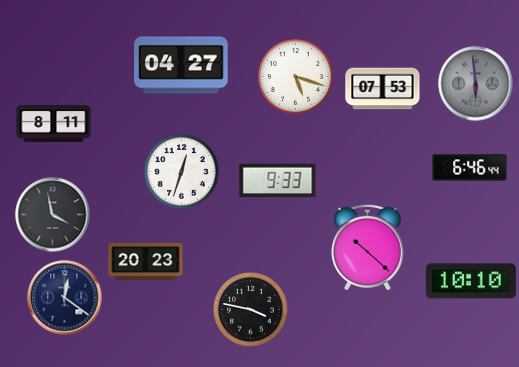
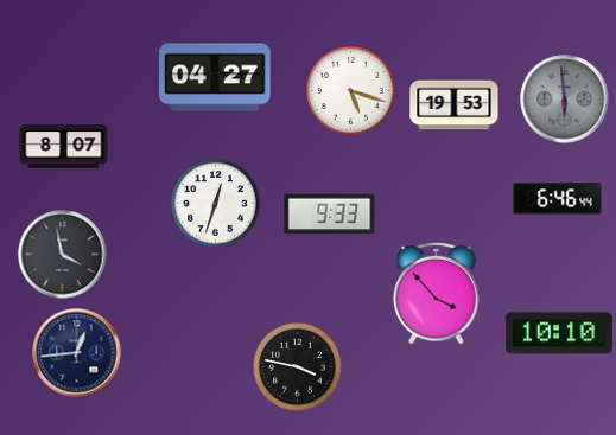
clock at (383, 89): 07:53 -> 19:53
clock at (54, 124): 8:11 -> 8:07
clock at (368, 247): 10:22 -> 3:53
clock at (146, 261): 20:23 -> none
clock at (65, 298): 12:21 -> 12:44
